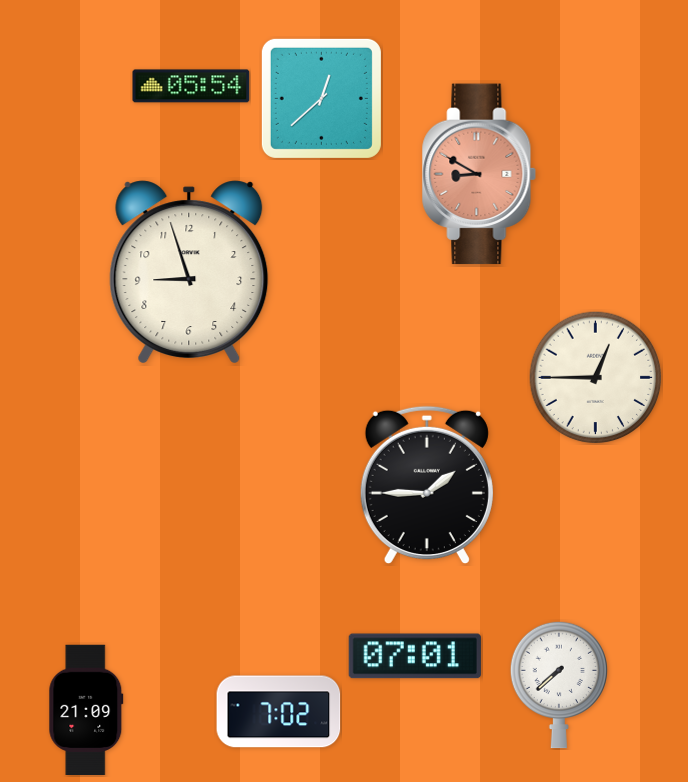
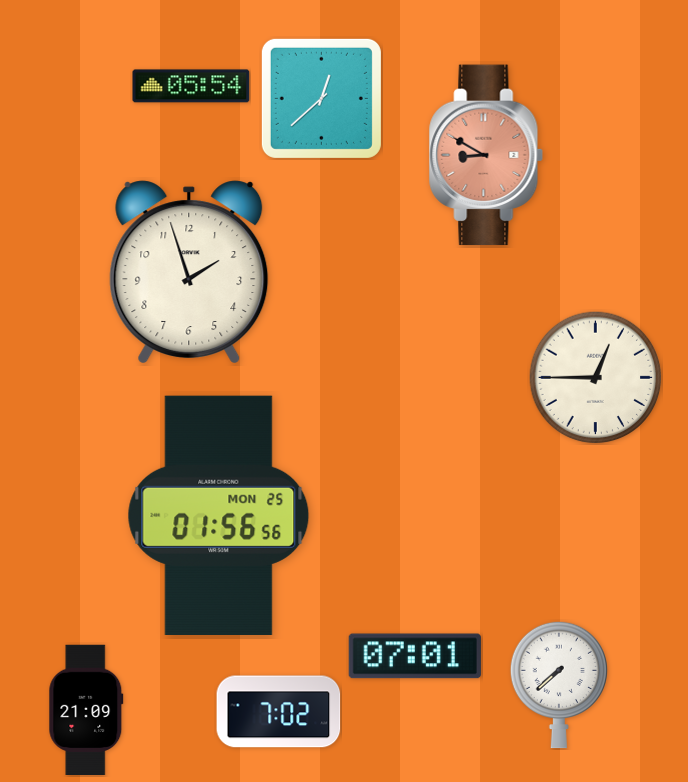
clock at (479, 174) position: (479, 174) -> (486, 155)
clock at (189, 272): 8:57 -> 1:57
clock at (427, 485): 1:45 -> none
clock at (219, 515): none -> 01:56
